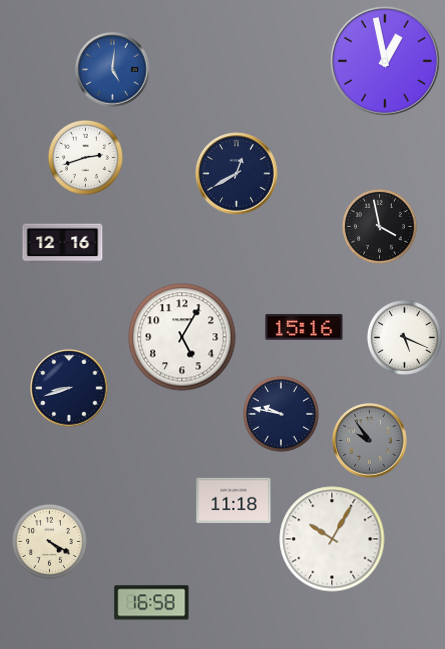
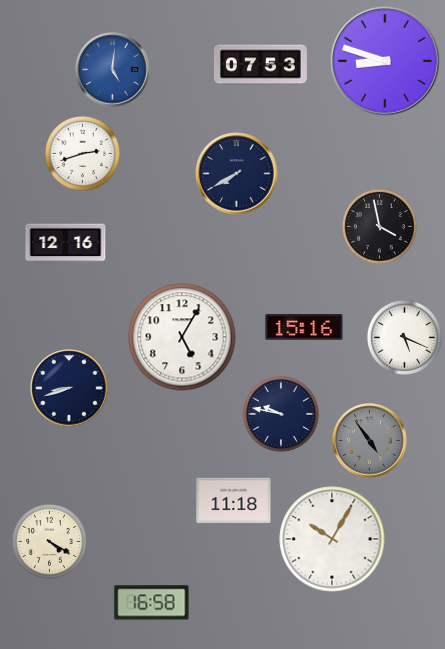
clock at (385, 61): 12:58 -> 8:48
clock at (260, 65): none -> 07:53
clock at (85, 157) position: (85, 157) -> (82, 153)
clock at (237, 174): 12:40 -> 7:40
clock at (63, 244) position: (63, 244) -> (66, 244)
clock at (370, 441): 9:54 -> 4:54
